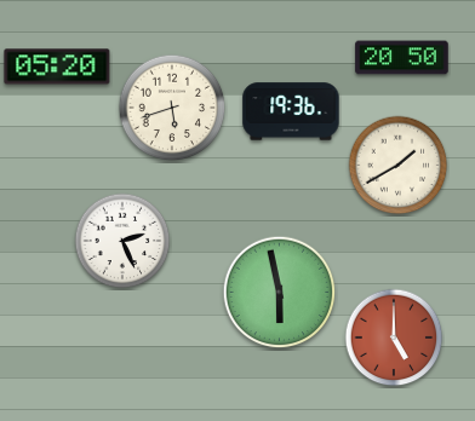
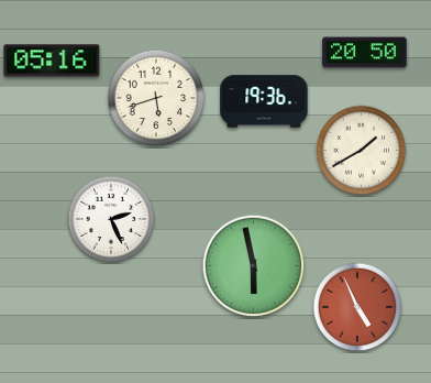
clock at (57, 67): 05:20 -> 05:16
clock at (394, 338): 5:00 -> 4:56
